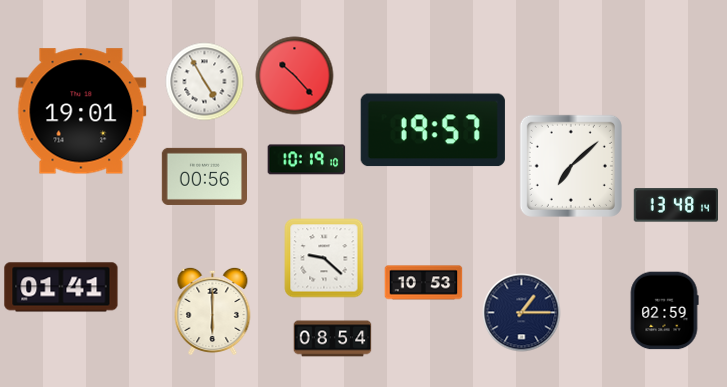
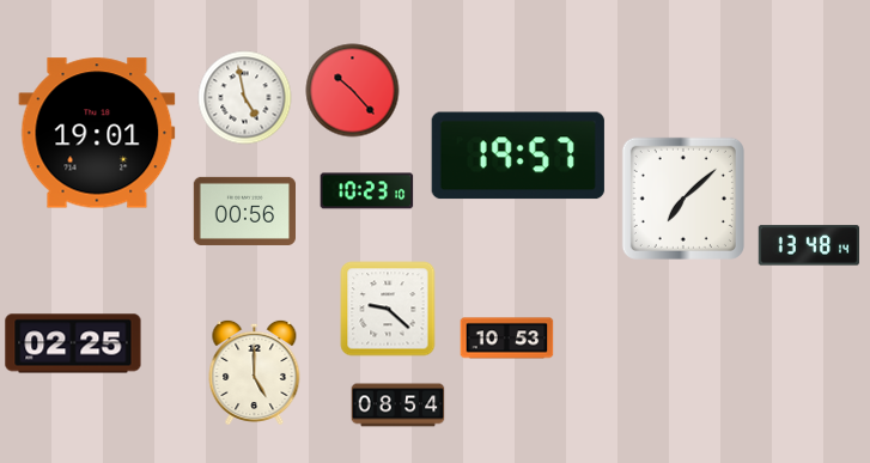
clock at (204, 81): 4:55 -> 4:58
clock at (306, 160): 10:19 -> 10:23
clock at (61, 287): 01:41 -> 02:25
clock at (664, 310): 02:59 -> none
clock at (213, 311): 6:00 -> 5:00
clock at (521, 312): 1:15 -> none
